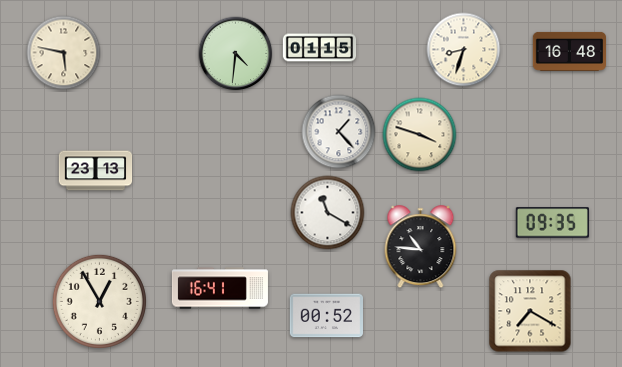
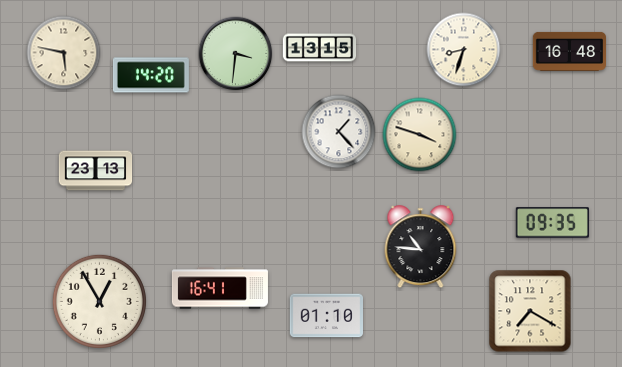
clock at (320, 48): 01:15 -> 13:15
clock at (236, 54): 4:31 -> 3:31
clock at (151, 75): none -> 14:20
clock at (328, 213): 11:20 -> none
clock at (326, 316): 00:52 -> 01:10
